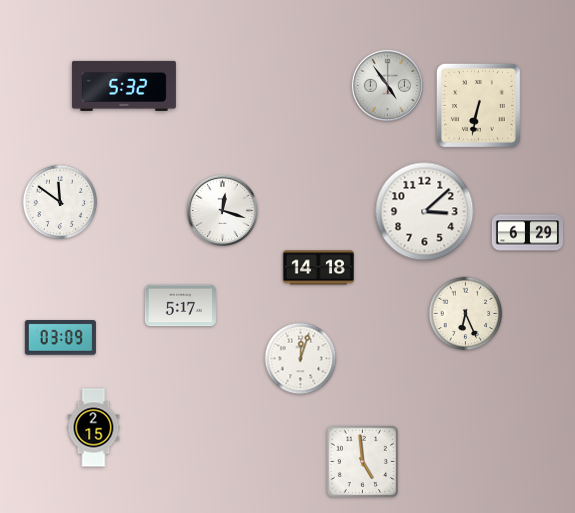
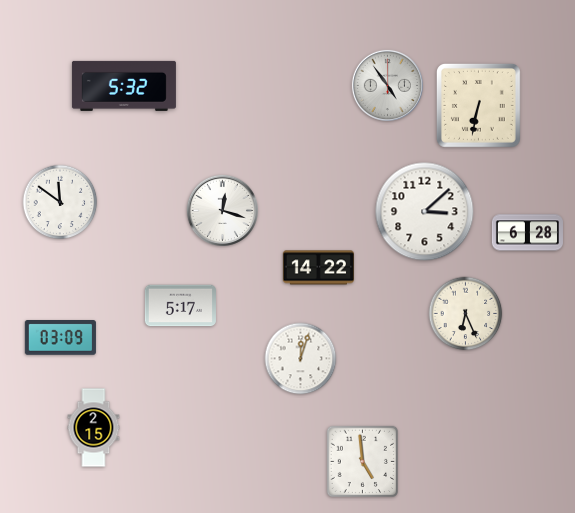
clock at (527, 233): 6:29 -> 6:28
clock at (318, 268): 14:18 -> 14:22
